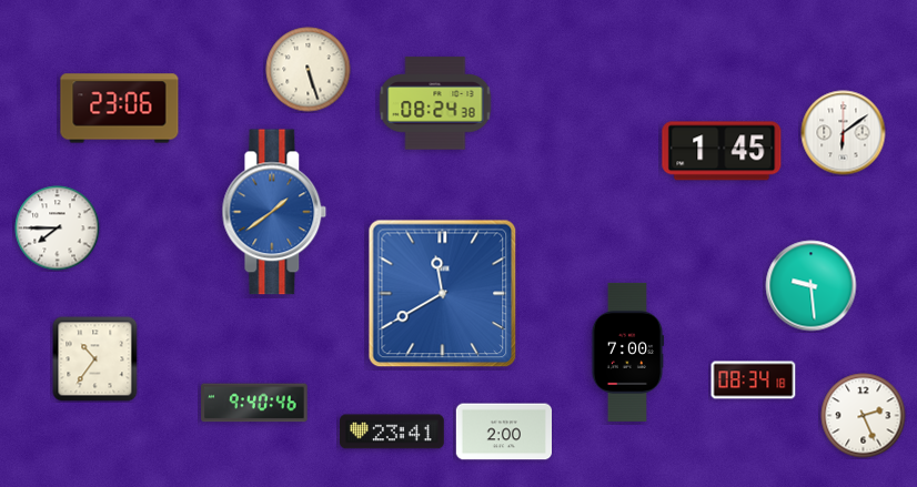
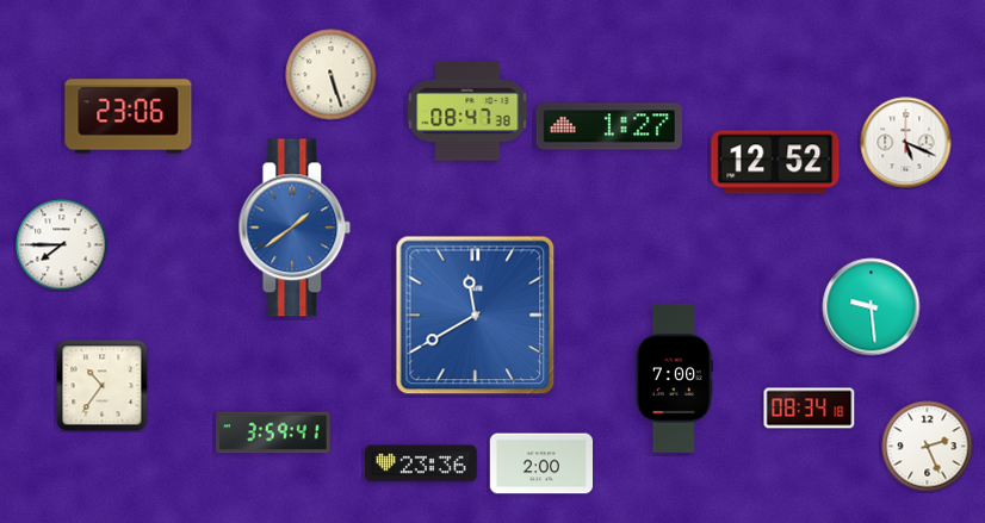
clock at (435, 103): 08:24 -> 08:47
clock at (609, 126): none -> 1:27
clock at (844, 133): 6:09 -> 5:19
clock at (722, 151): 1:45 -> 12:52
clock at (254, 403): 9:40 -> 3:59
clock at (393, 432): 23:41 -> 23:36
